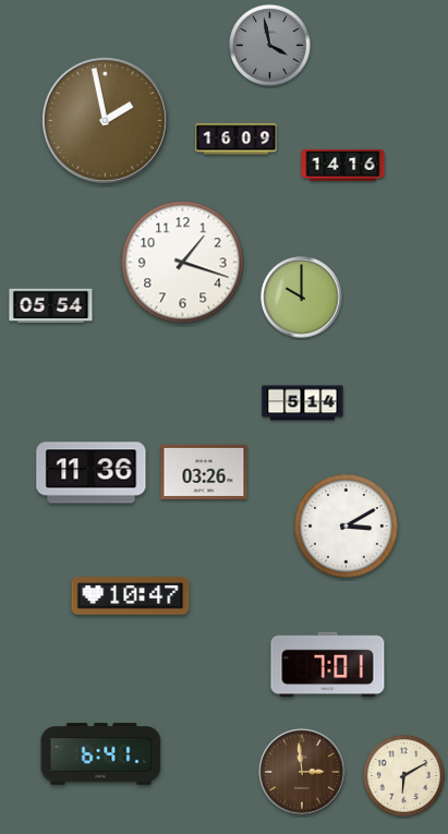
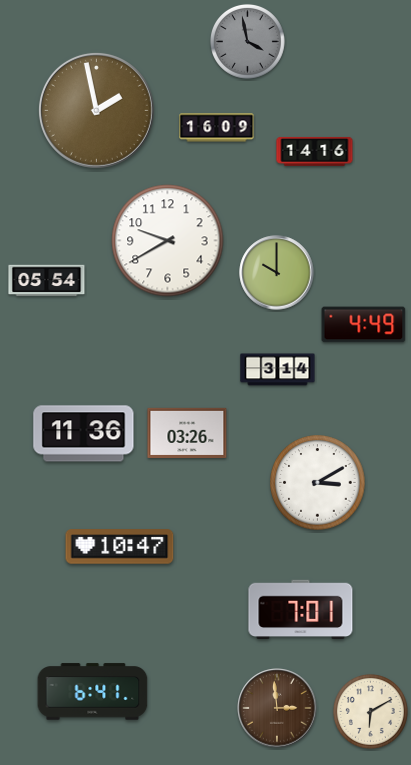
clock at (183, 263): 1:18 -> 9:40
clock at (364, 325): none -> 4:49
clock at (303, 403): 5:14 -> 3:14
